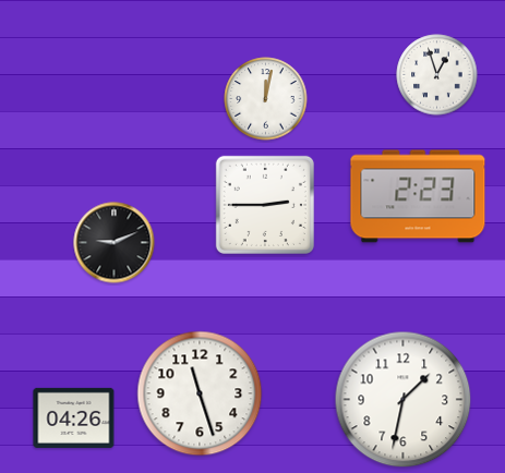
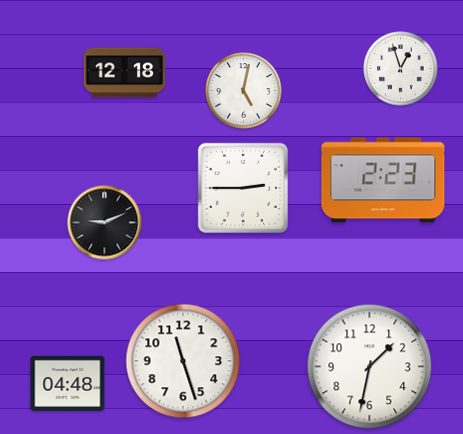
clock at (125, 73): none -> 12:18
clock at (266, 99): 12:02 -> 5:02
clock at (74, 417): 04:26 -> 04:48
